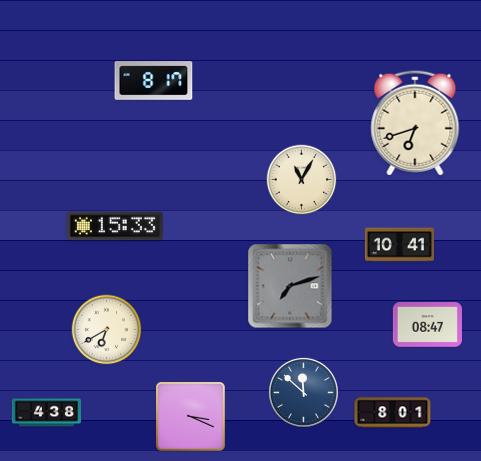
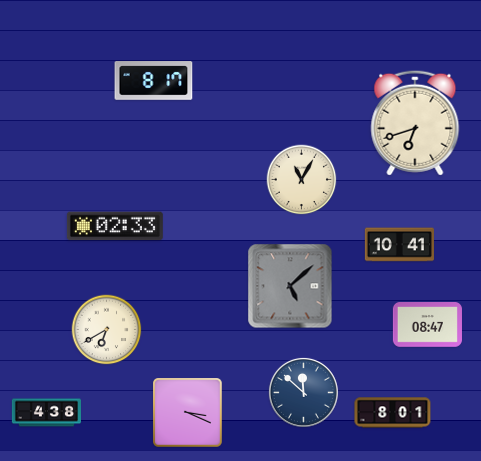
clock at (115, 226): 15:33 -> 02:33
clock at (290, 286): 7:12 -> 5:08
clock at (191, 417) position: (191, 417) -> (188, 413)
